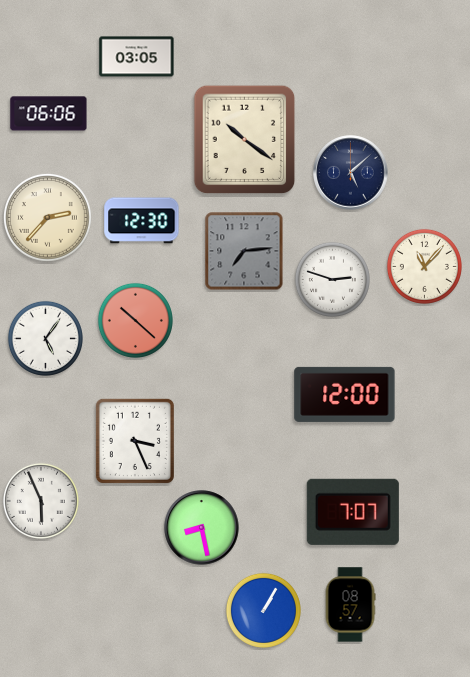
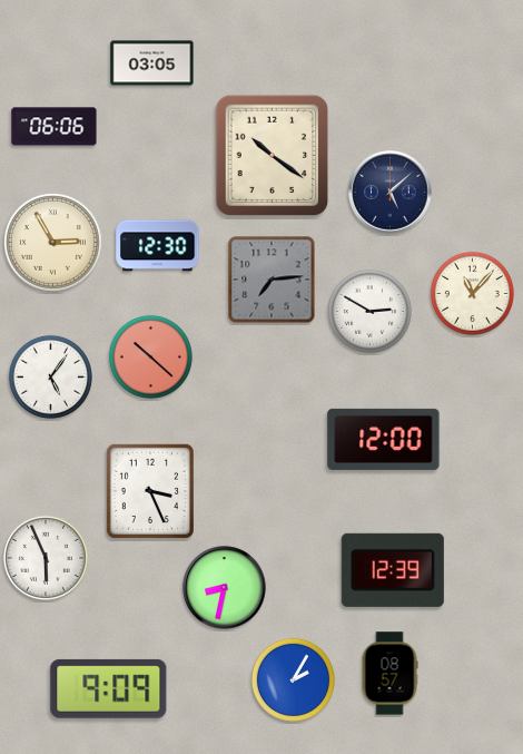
clock at (48, 218): 2:37 -> 2:55
clock at (424, 266) position: (424, 266) -> (472, 293)
clock at (332, 279): 2:48 -> 2:50
clock at (353, 512): 7:07 -> 12:39
clock at (202, 528): 8:28 -> 8:32
clock at (263, 610): 1:05 -> 2:05
clock at (109, 688): none -> 9:09
